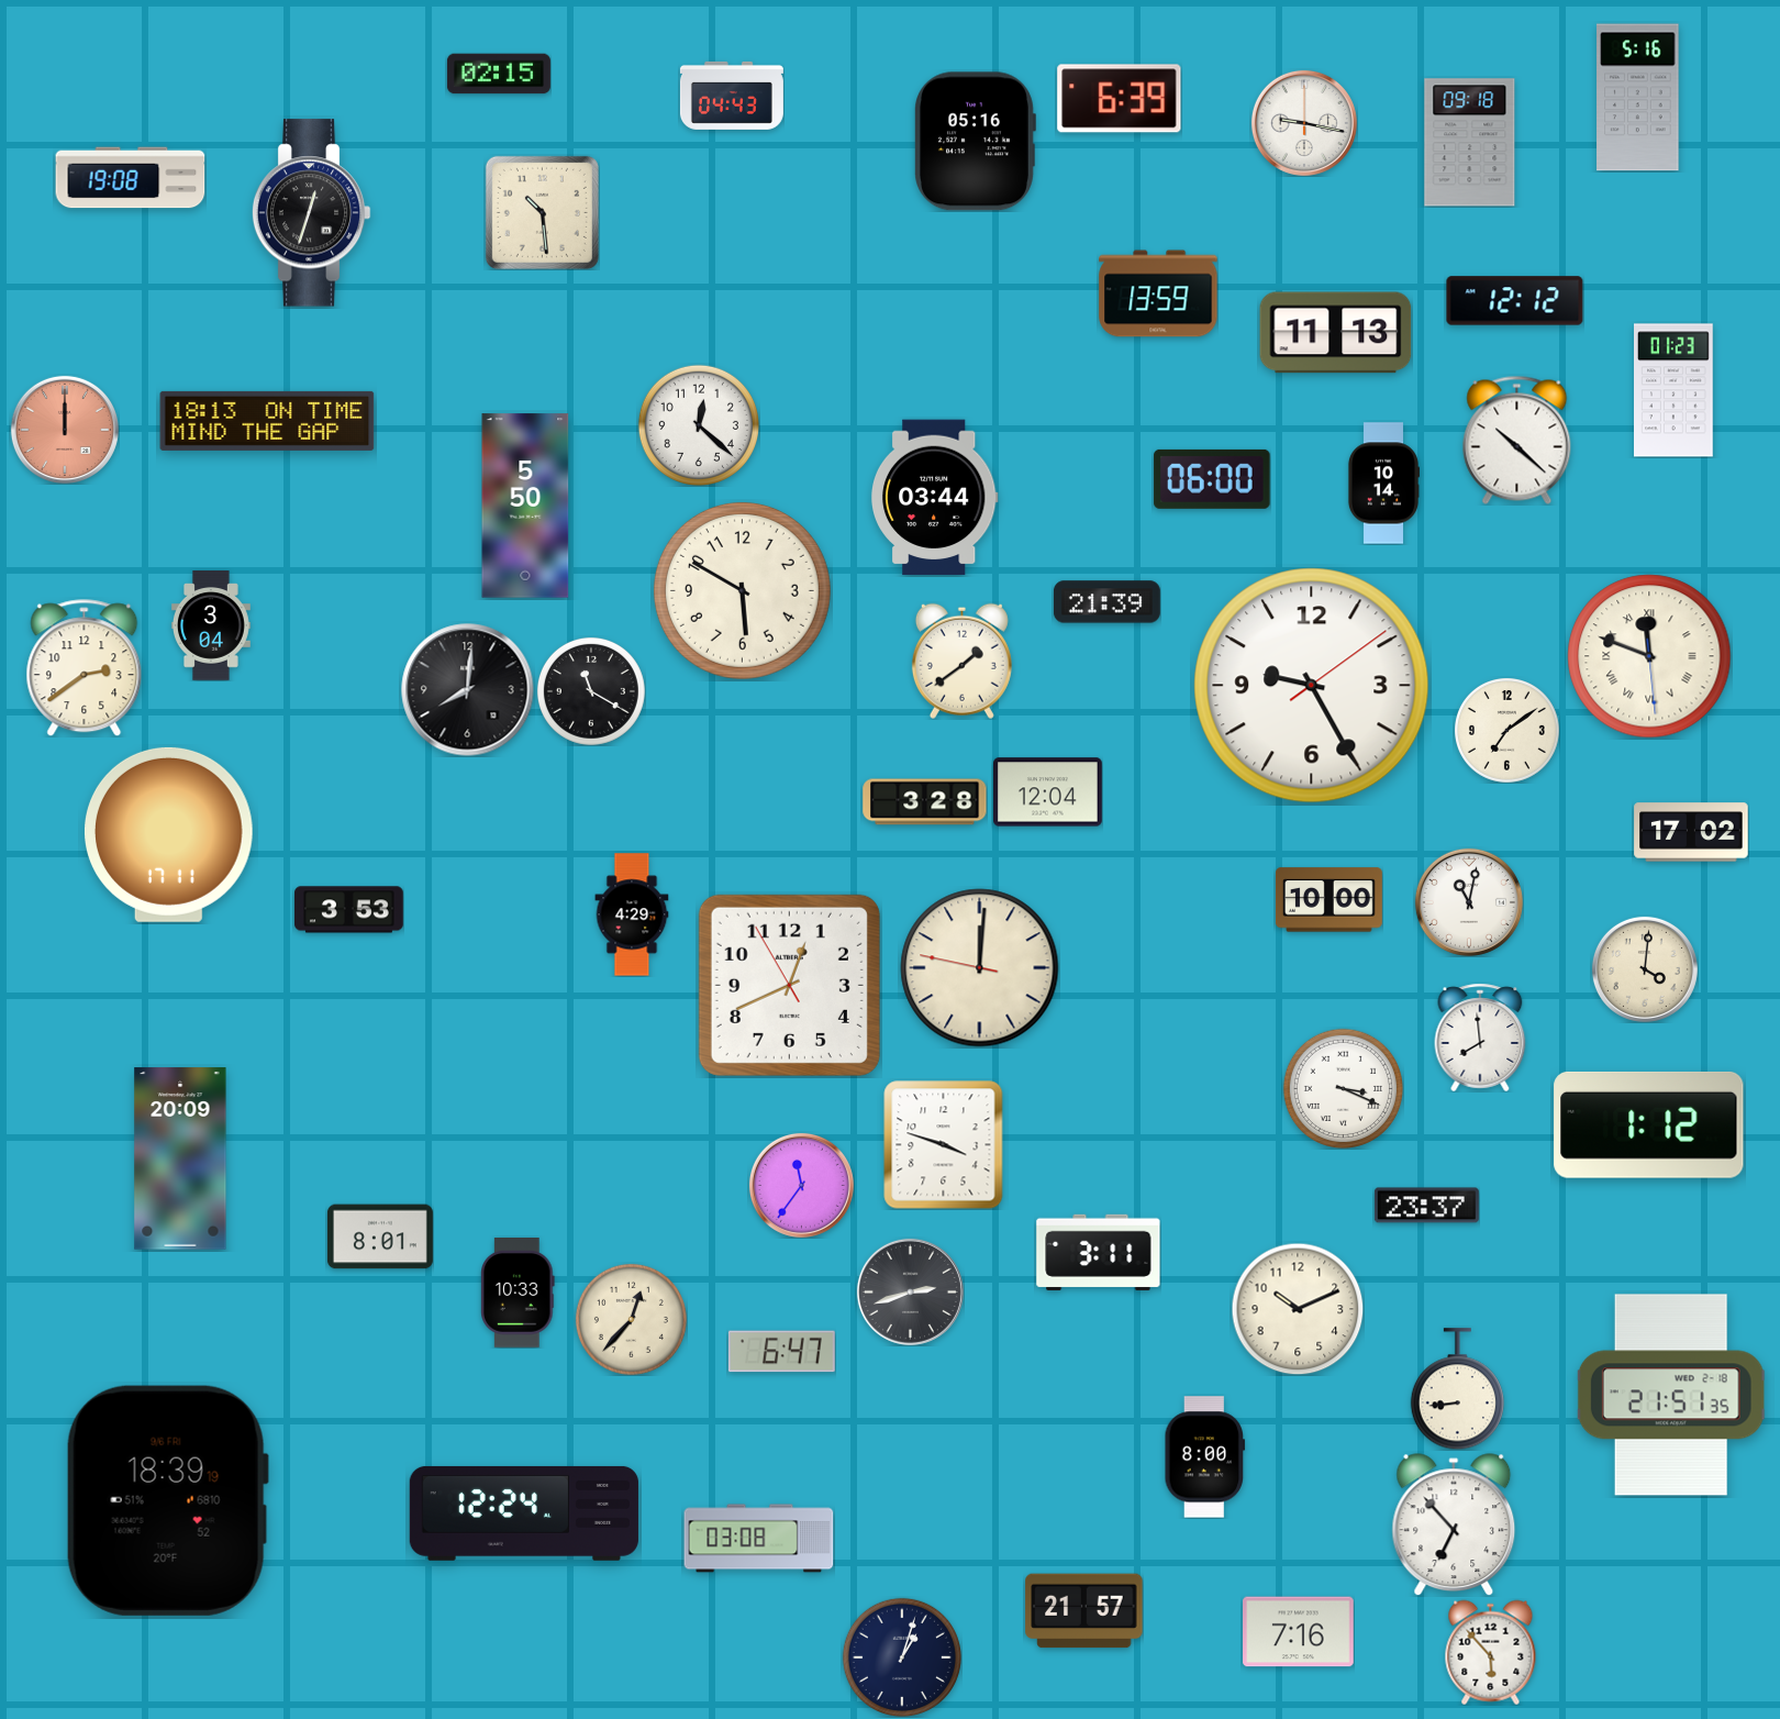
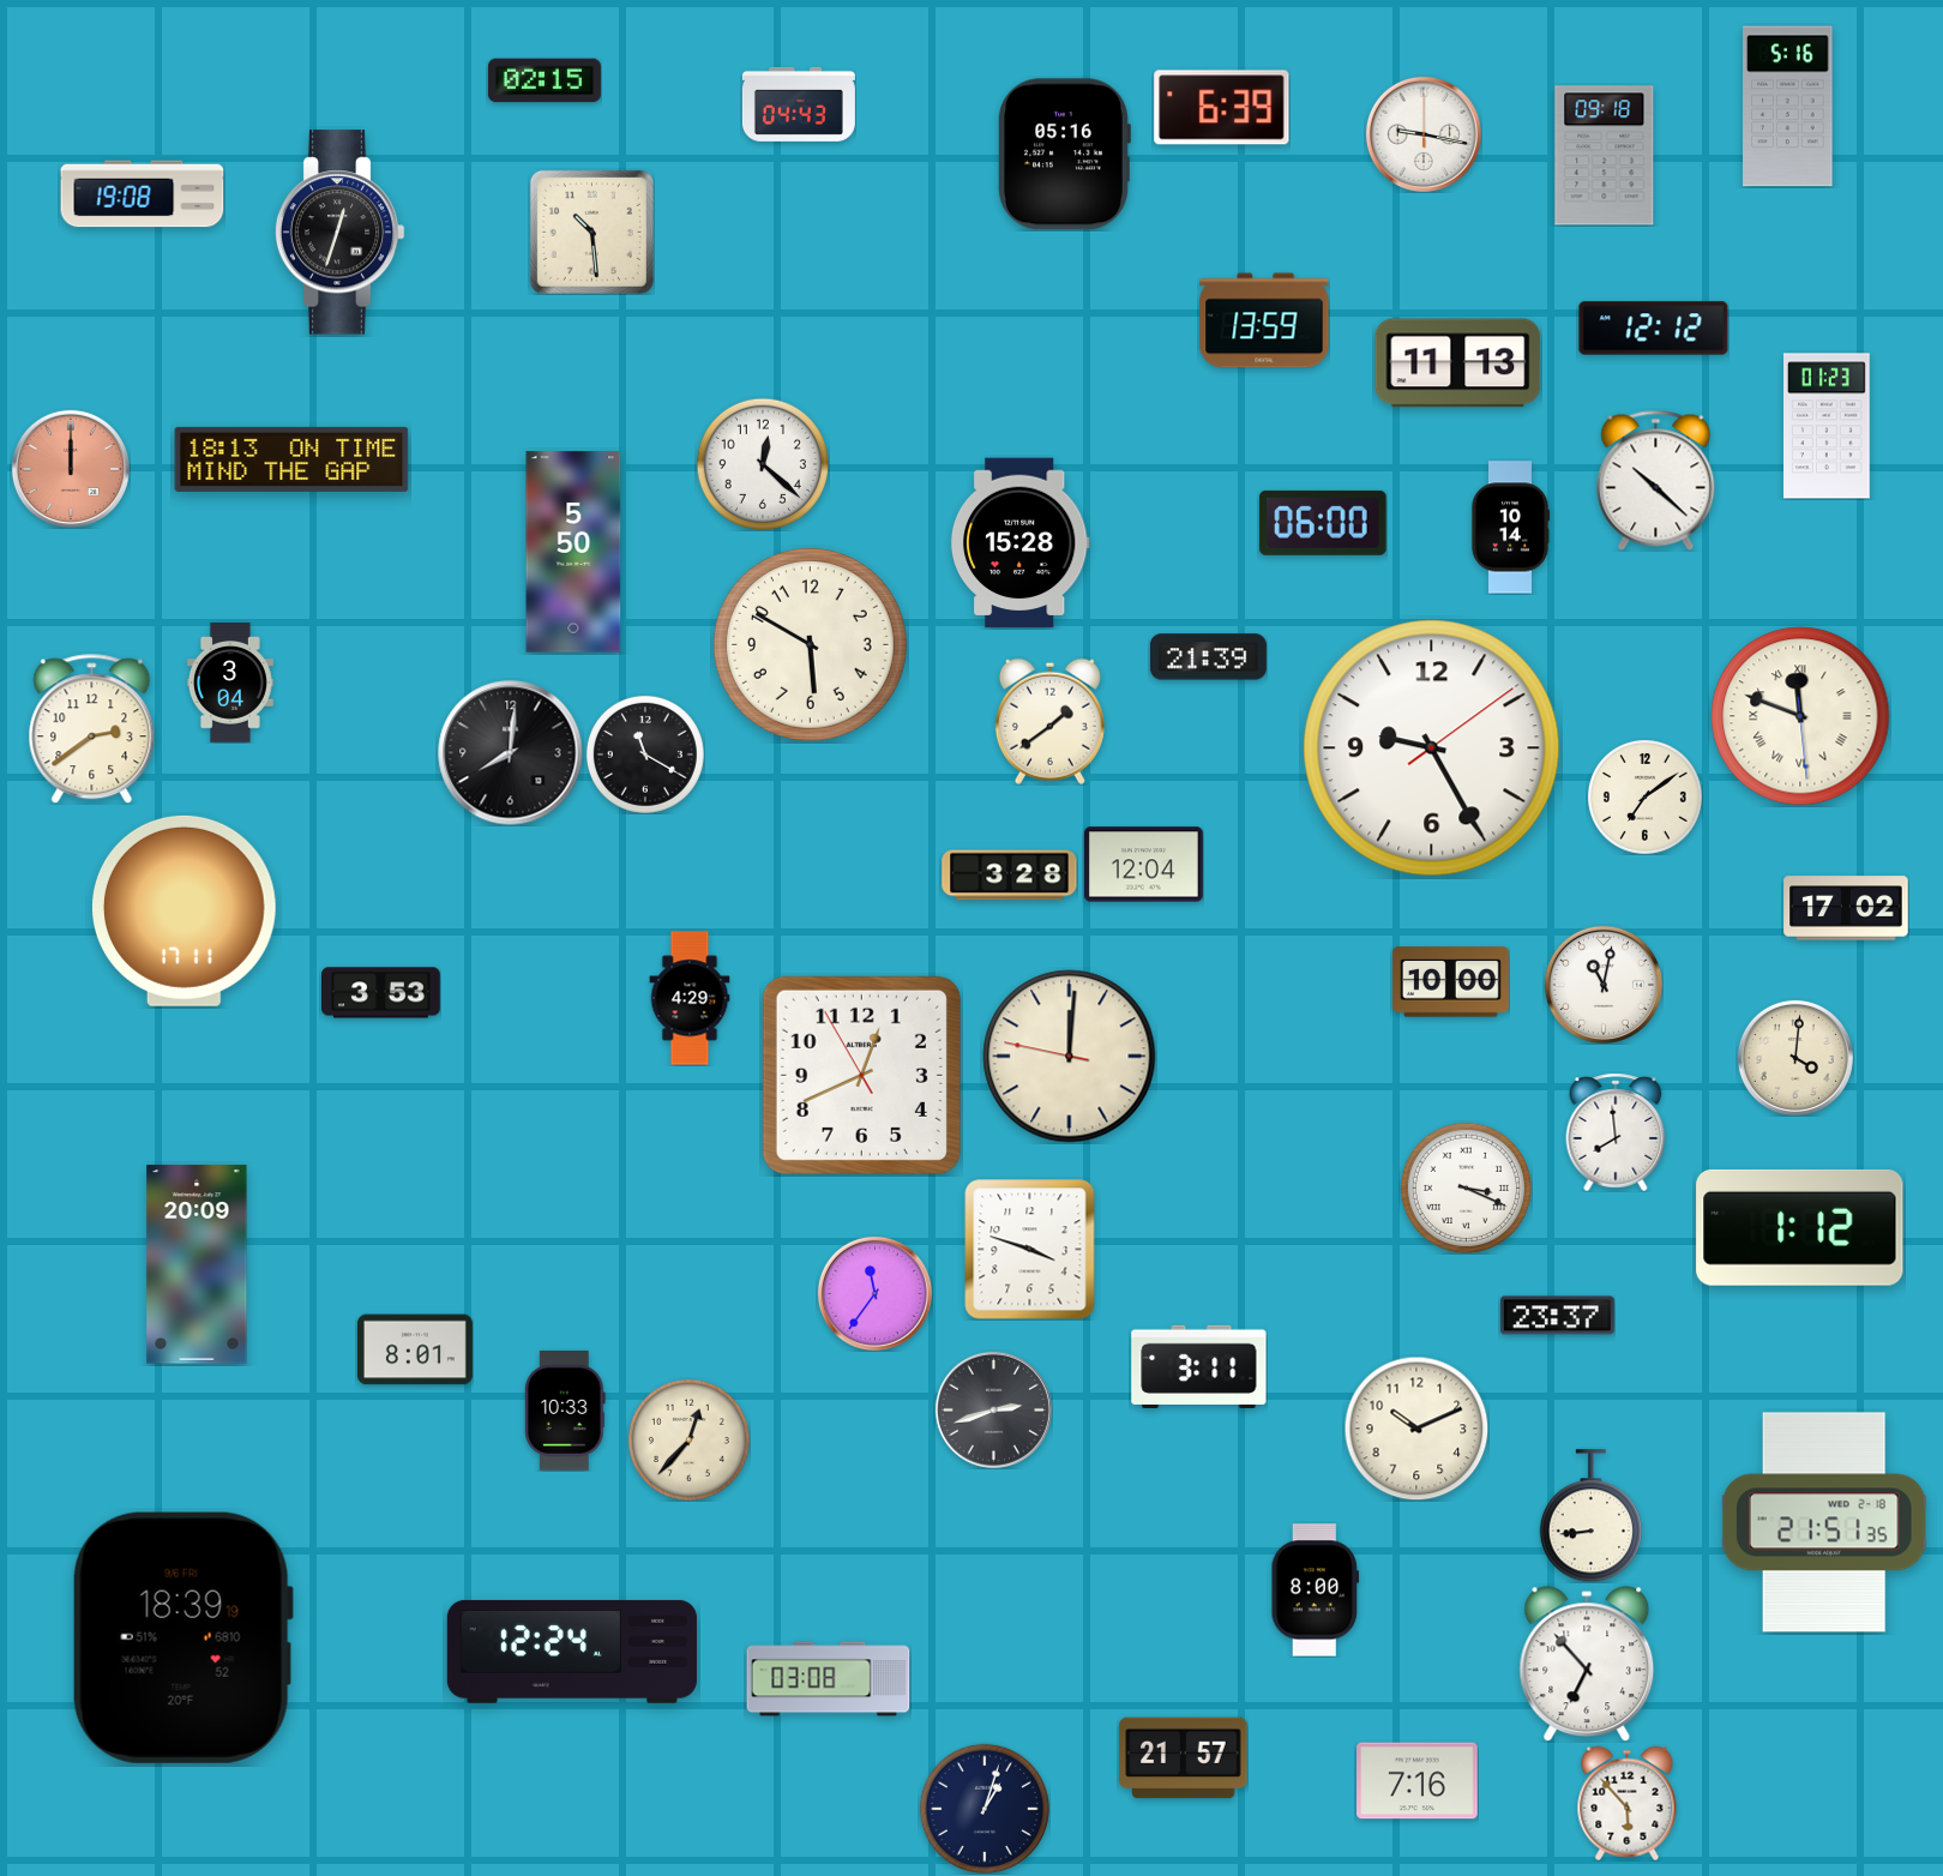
clock at (934, 498): 03:44 -> 15:28
clock at (781, 1352): 6:47 -> none
